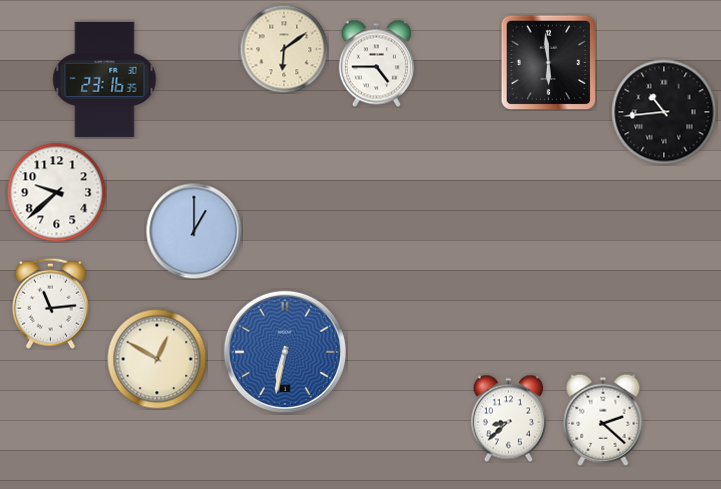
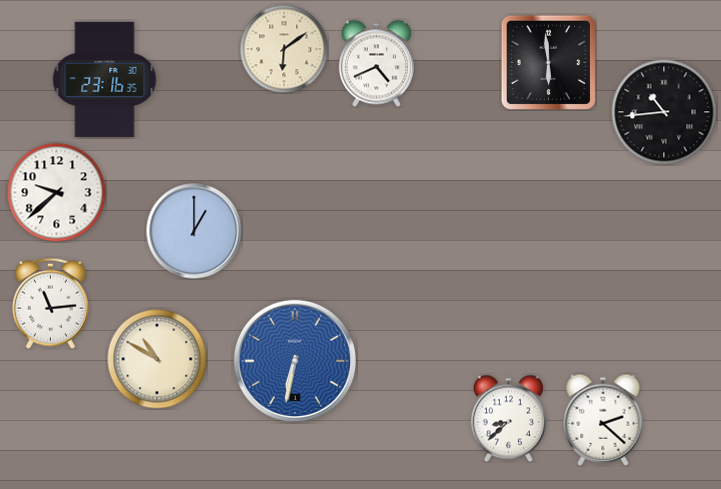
clock at (376, 63): 4:45 -> 4:41
clock at (285, 352) position: (285, 352) -> (295, 361)
clock at (157, 359): 12:50 -> 10:50
